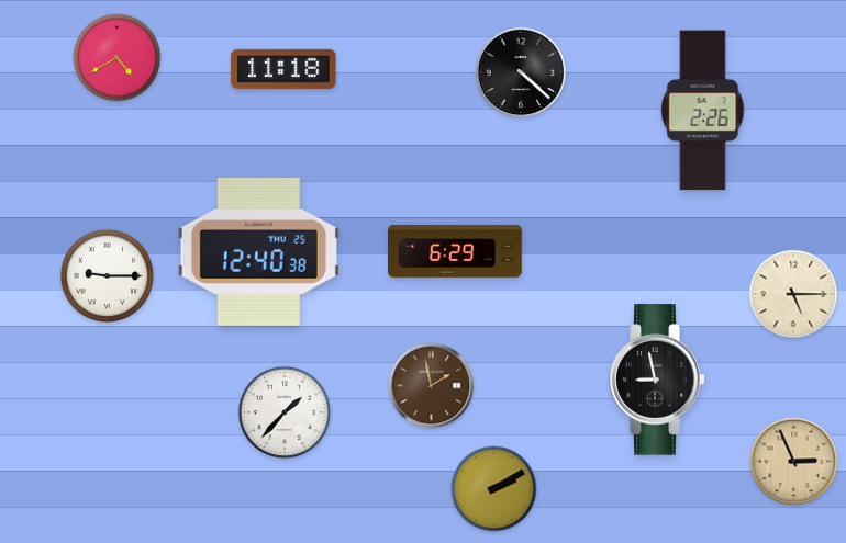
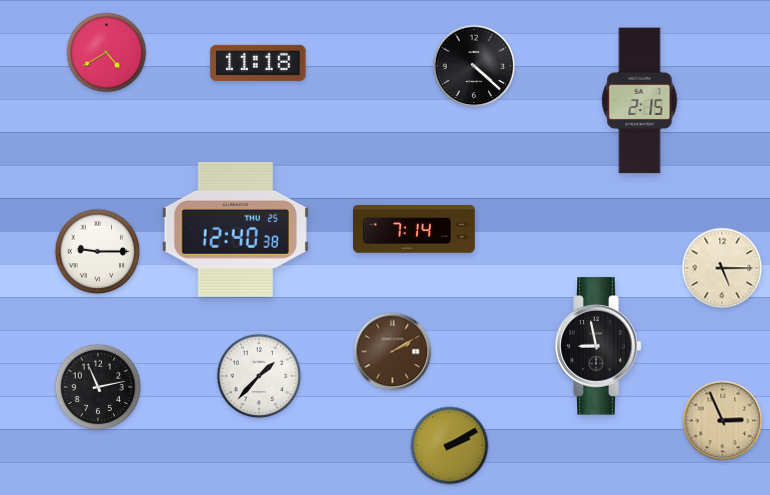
clock at (703, 111): 2:26 -> 2:15
clock at (456, 252): 6:29 -> 7:14
clock at (432, 386): 1:58 -> 2:10
clock at (98, 387): none -> 11:13
